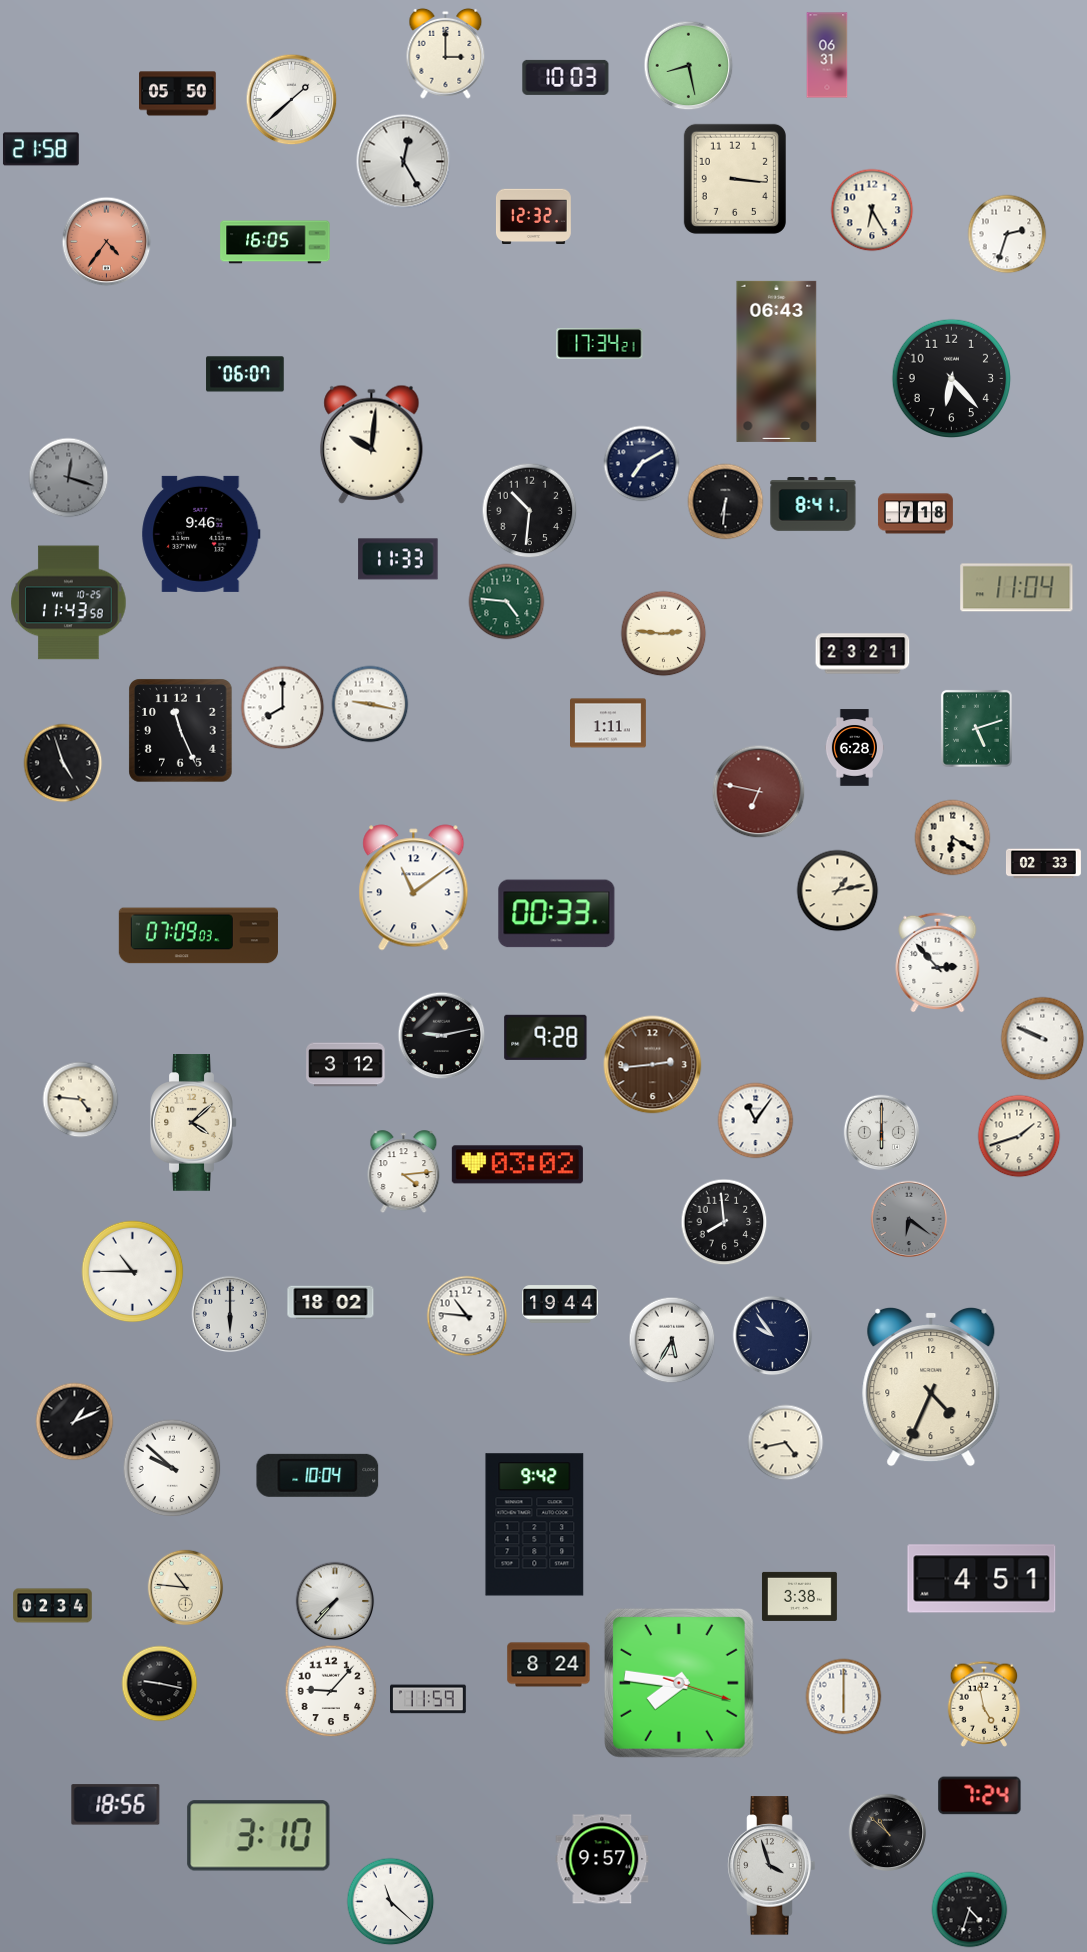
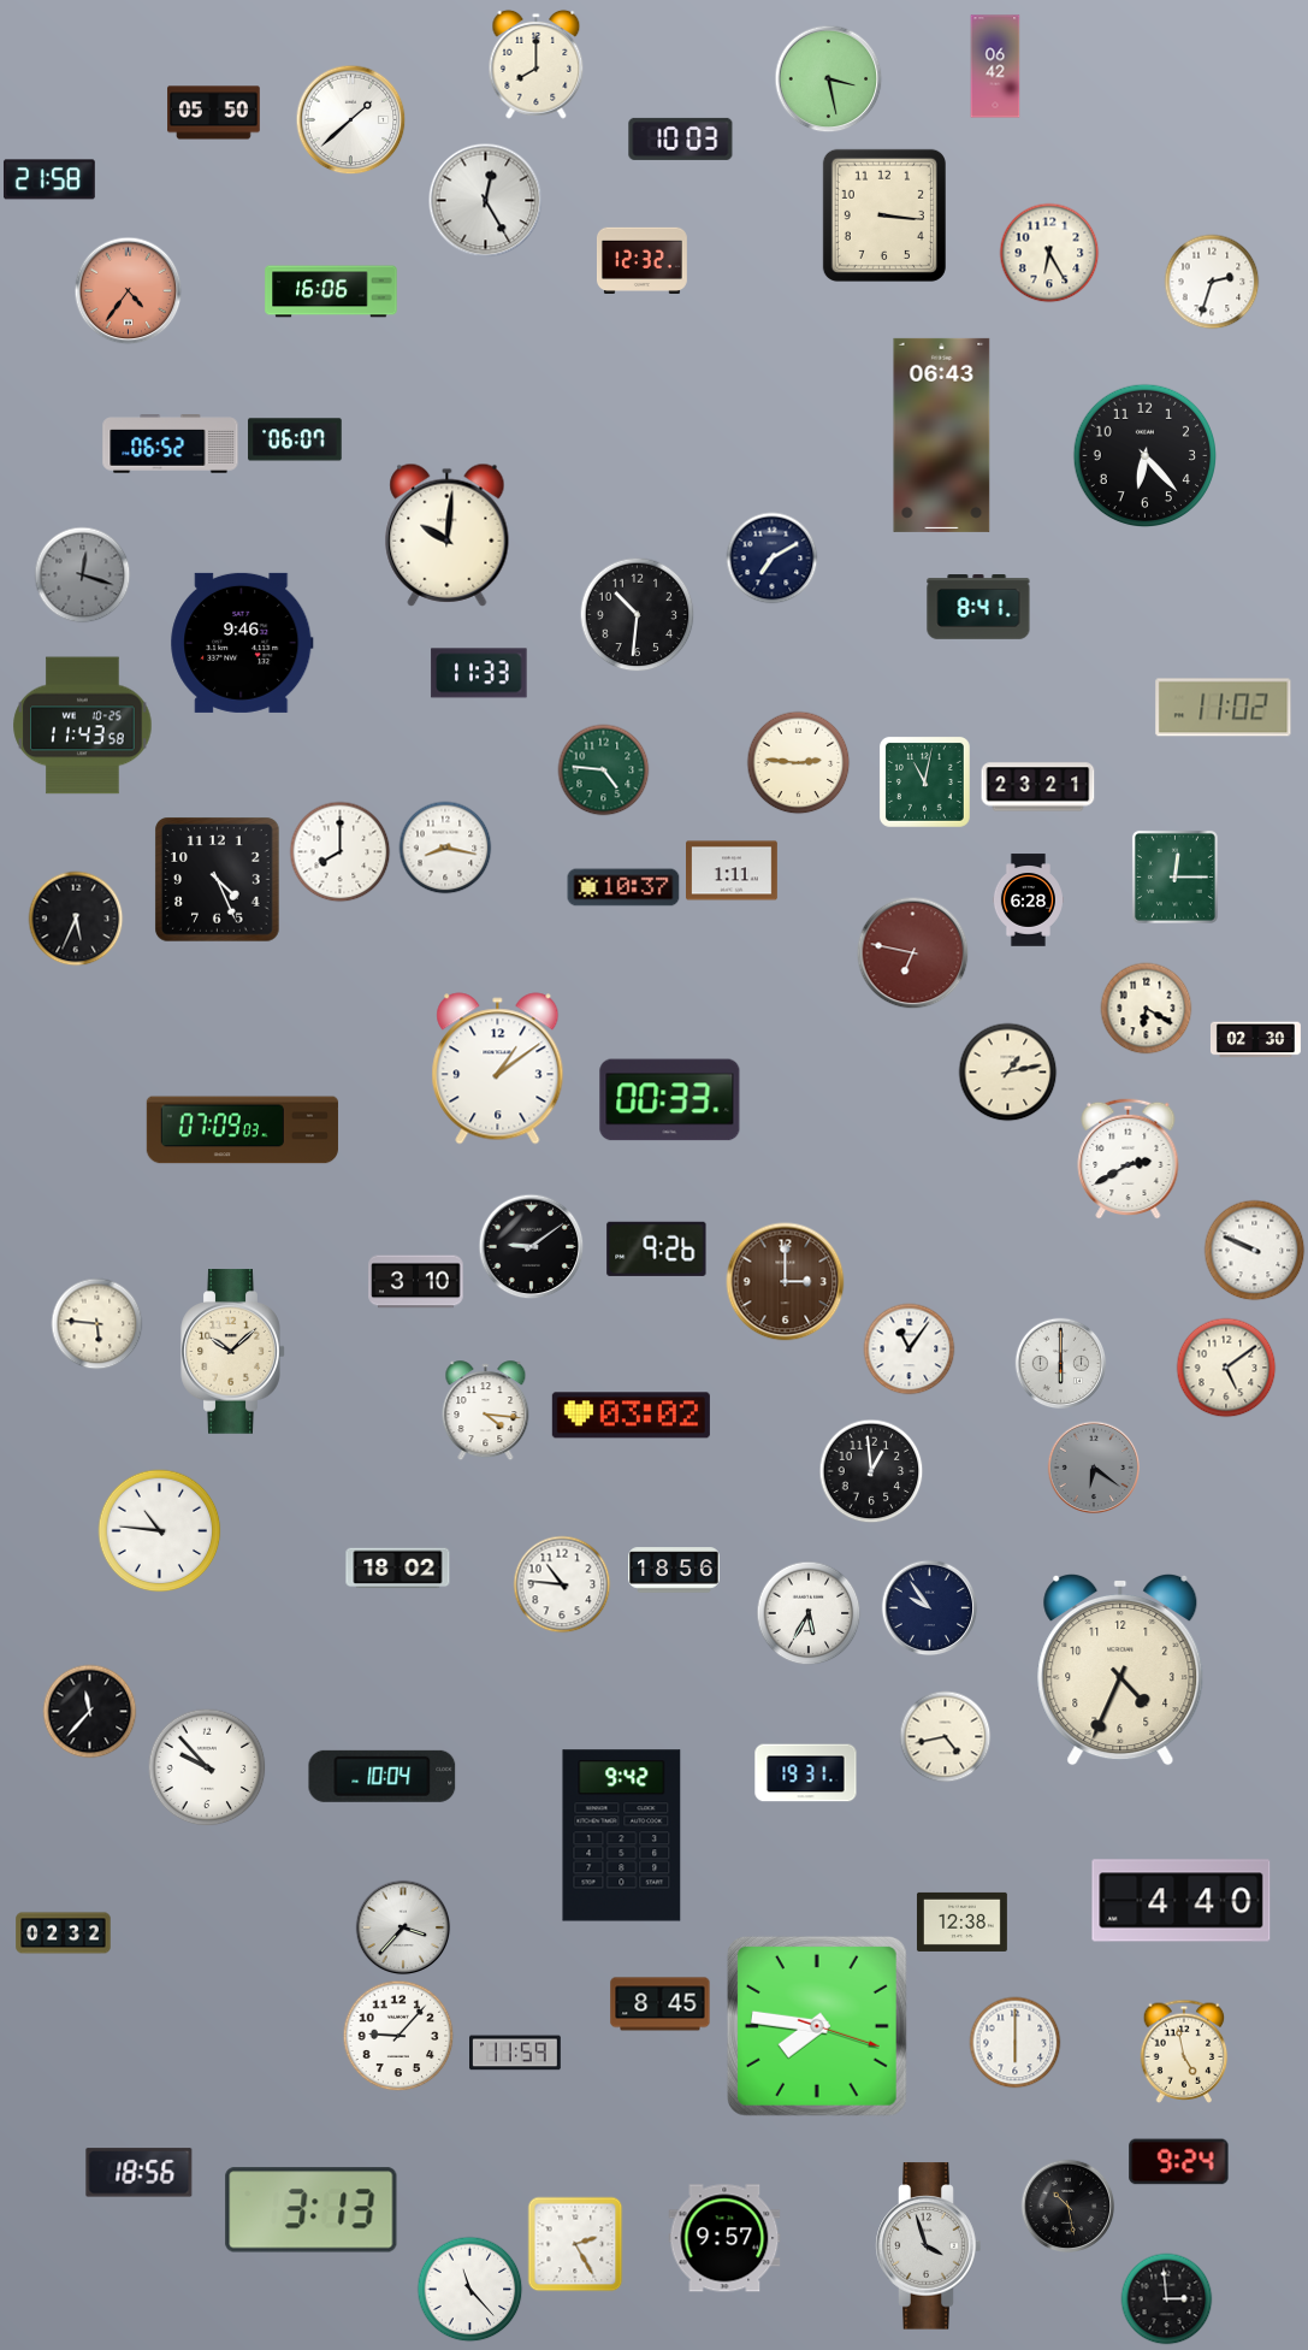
clock at (446, 53): 3:00 -> 8:00
clock at (827, 55): 06:31 -> 06:42
clock at (689, 66): 8:28 -> 3:28
clock at (566, 77) position: (566, 77) -> (681, 138)
clock at (404, 162) position: (404, 162) -> (486, 201)
clock at (275, 242): 16:05 -> 16:06
clock at (600, 344): 17:34 -> none
clock at (777, 361) position: (777, 361) -> (942, 435)
clock at (171, 444): none -> 06:52
clock at (245, 374) position: (245, 374) -> (295, 439)
clock at (726, 502): 6:31 -> none
clock at (915, 514): 7:18 -> none
clock at (1017, 588): 11:04 -> 11:02
clock at (507, 602) position: (507, 602) -> (604, 770)
clock at (924, 781): none -> 11:02
clock at (370, 704): 9:17 -> 8:17
clock at (976, 728): 5:12 -> 12:15
clock at (181, 731): 11:26 -> 4:26
clock at (623, 887): none -> 10:37
clock at (63, 763): 4:57 -> 5:34
clock at (1043, 864): 02:33 -> 02:30
clock at (414, 888): 11:09 -> 1:09
clock at (198, 936) position: (198, 936) -> (242, 1130)
clock at (938, 962): 2:53 -> 2:40
clock at (442, 1036): 9:13 -> 9:09
clock at (546, 1037): 9:28 -> 9:26
clock at (346, 1065): 3:12 -> 3:10
clock at (653, 1065): 2:44 -> 3:00
clock at (81, 1100): 4:46 -> 5:46
clock at (194, 1123): 4:08 -> 10:08
clock at (1019, 1136): 1:42 -> 5:09
clock at (517, 1165) position: (517, 1165) -> (631, 1416)
clock at (404, 1172): 4:14 -> 4:16
clock at (724, 1222): 7:59 -> 12:59
clock at (133, 1272): 10:45 -> 10:46
clock at (561, 1304): 19:44 -> 18:56
clock at (230, 1314): 6:00 -> none
clock at (75, 1422): 1:11 -> 11:37
clock at (172, 1468): 9:52 -> 9:53
clock at (806, 1773): none -> 19:31
clock at (535, 1525) position: (535, 1525) -> (622, 1836)
clock at (982, 1579): 4:51 -> 4:40
clock at (186, 1588): 10:46 -> none
clock at (799, 1596): 3:38 -> 12:38
clock at (335, 1601): 7:37 -> 3:37
clock at (53, 1606): 02:34 -> 02:32
clock at (549, 1665): 8:24 -> 8:45
clock at (160, 1684): 9:17 -> none
clock at (429, 1699) position: (429, 1699) -> (516, 2053)
clock at (980, 1796): 7:24 -> 9:24
clock at (888, 1833): 10:52 -> 10:28
clock at (259, 1836): 3:10 -> 3:13
clock at (575, 2244): none -> 2:25
clock at (391, 1902): 11:22 -> 11:23
clock at (970, 1910): 4:33 -> 2:59
